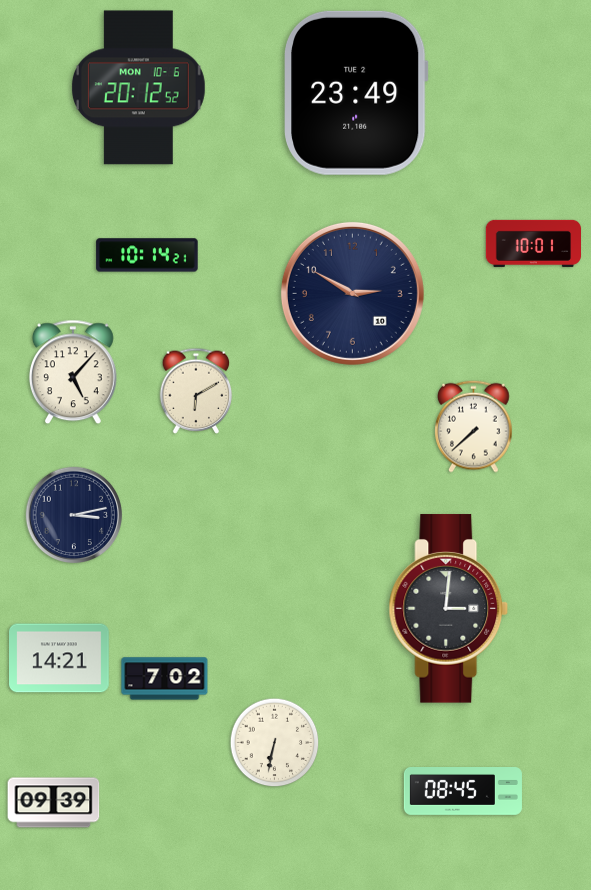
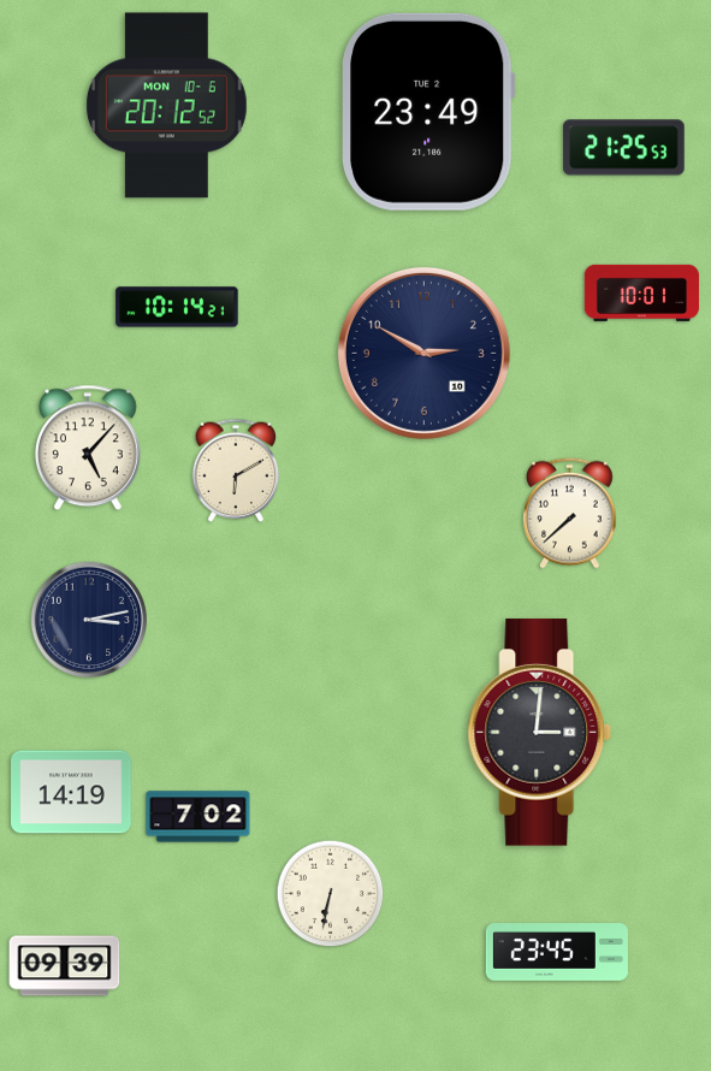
clock at (624, 148): none -> 21:25
clock at (60, 658): 14:21 -> 14:19
clock at (463, 792): 08:45 -> 23:45
